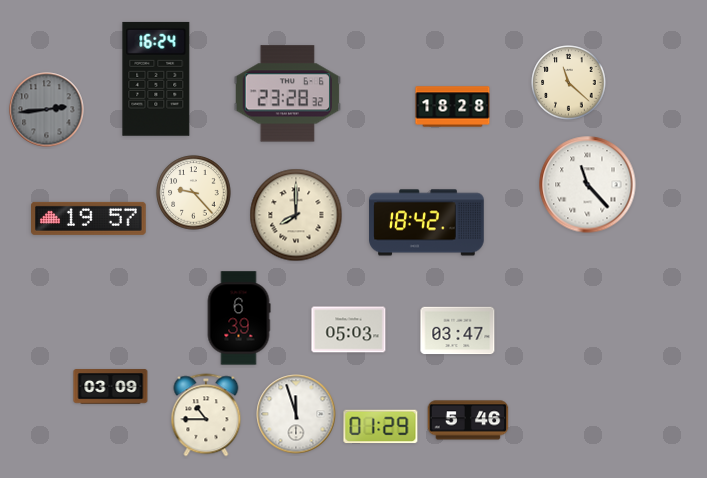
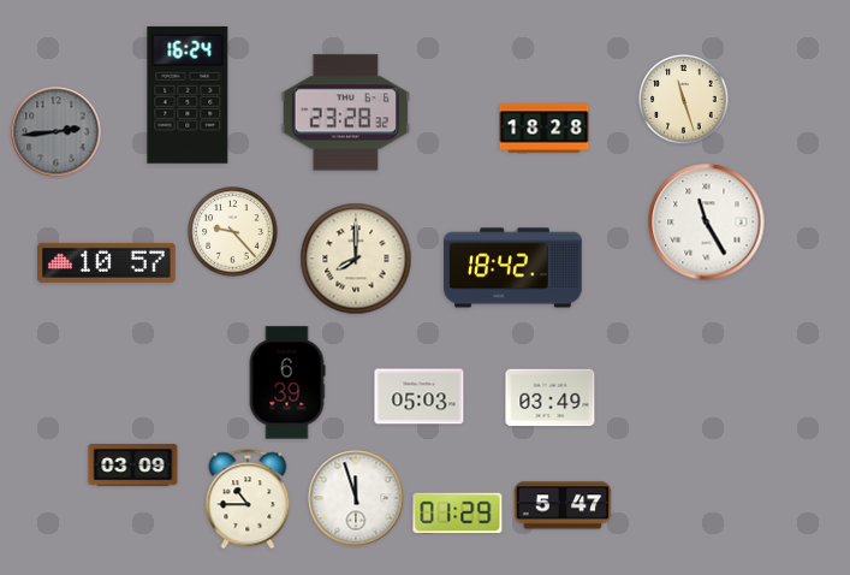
clock at (569, 83): 11:22 -> 11:27
clock at (588, 185): 11:23 -> 11:25
clock at (89, 218): 19:57 -> 10:57
clock at (458, 331): 03:47 -> 03:49
clock at (468, 420): 5:46 -> 5:47
